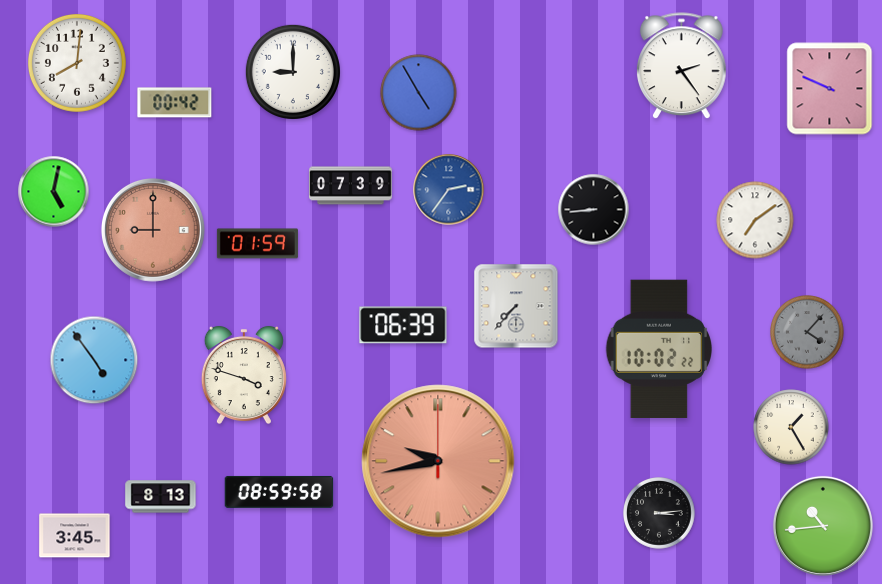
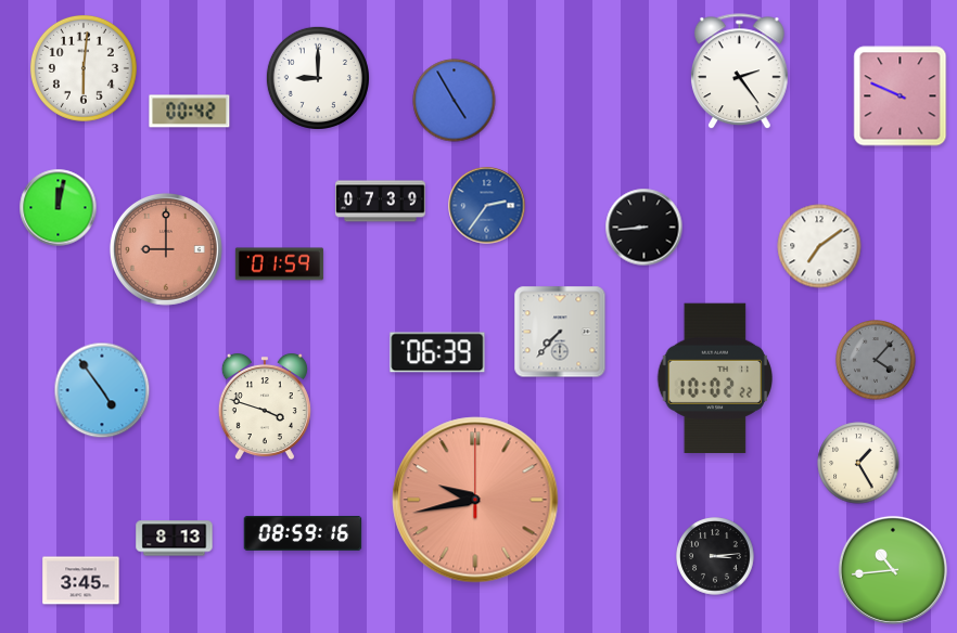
clock at (77, 63): 8:01 -> 6:01
clock at (54, 192): 5:02 -> 12:02
clock at (755, 220) position: (755, 220) -> (819, 246)
clock at (279, 492): 08:59:58 -> 08:59:16
